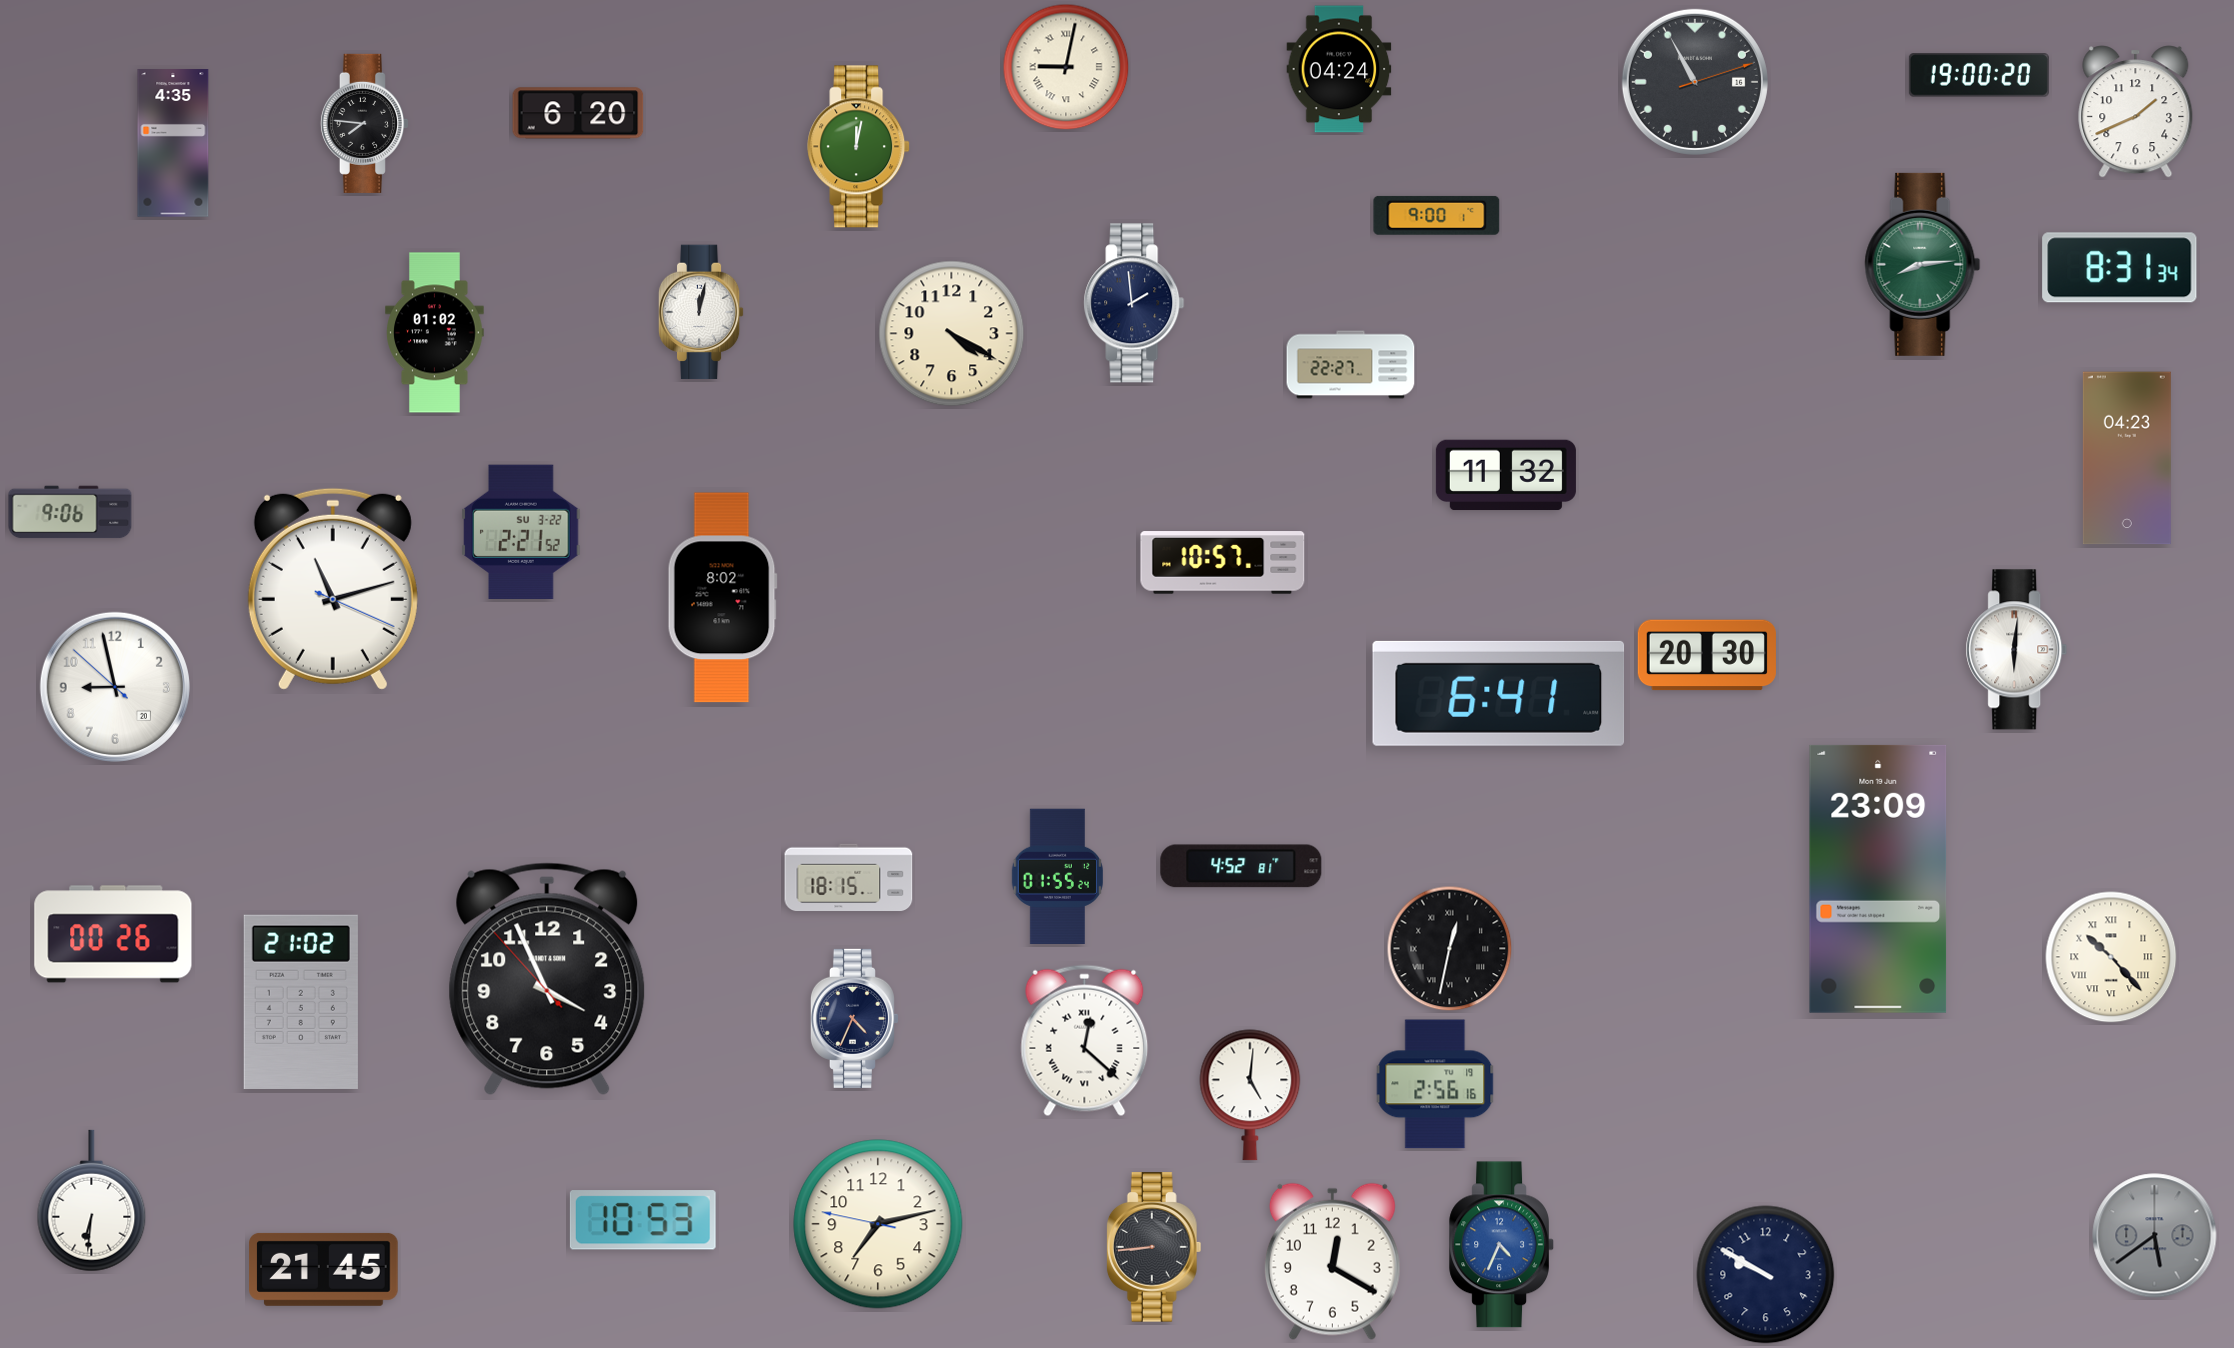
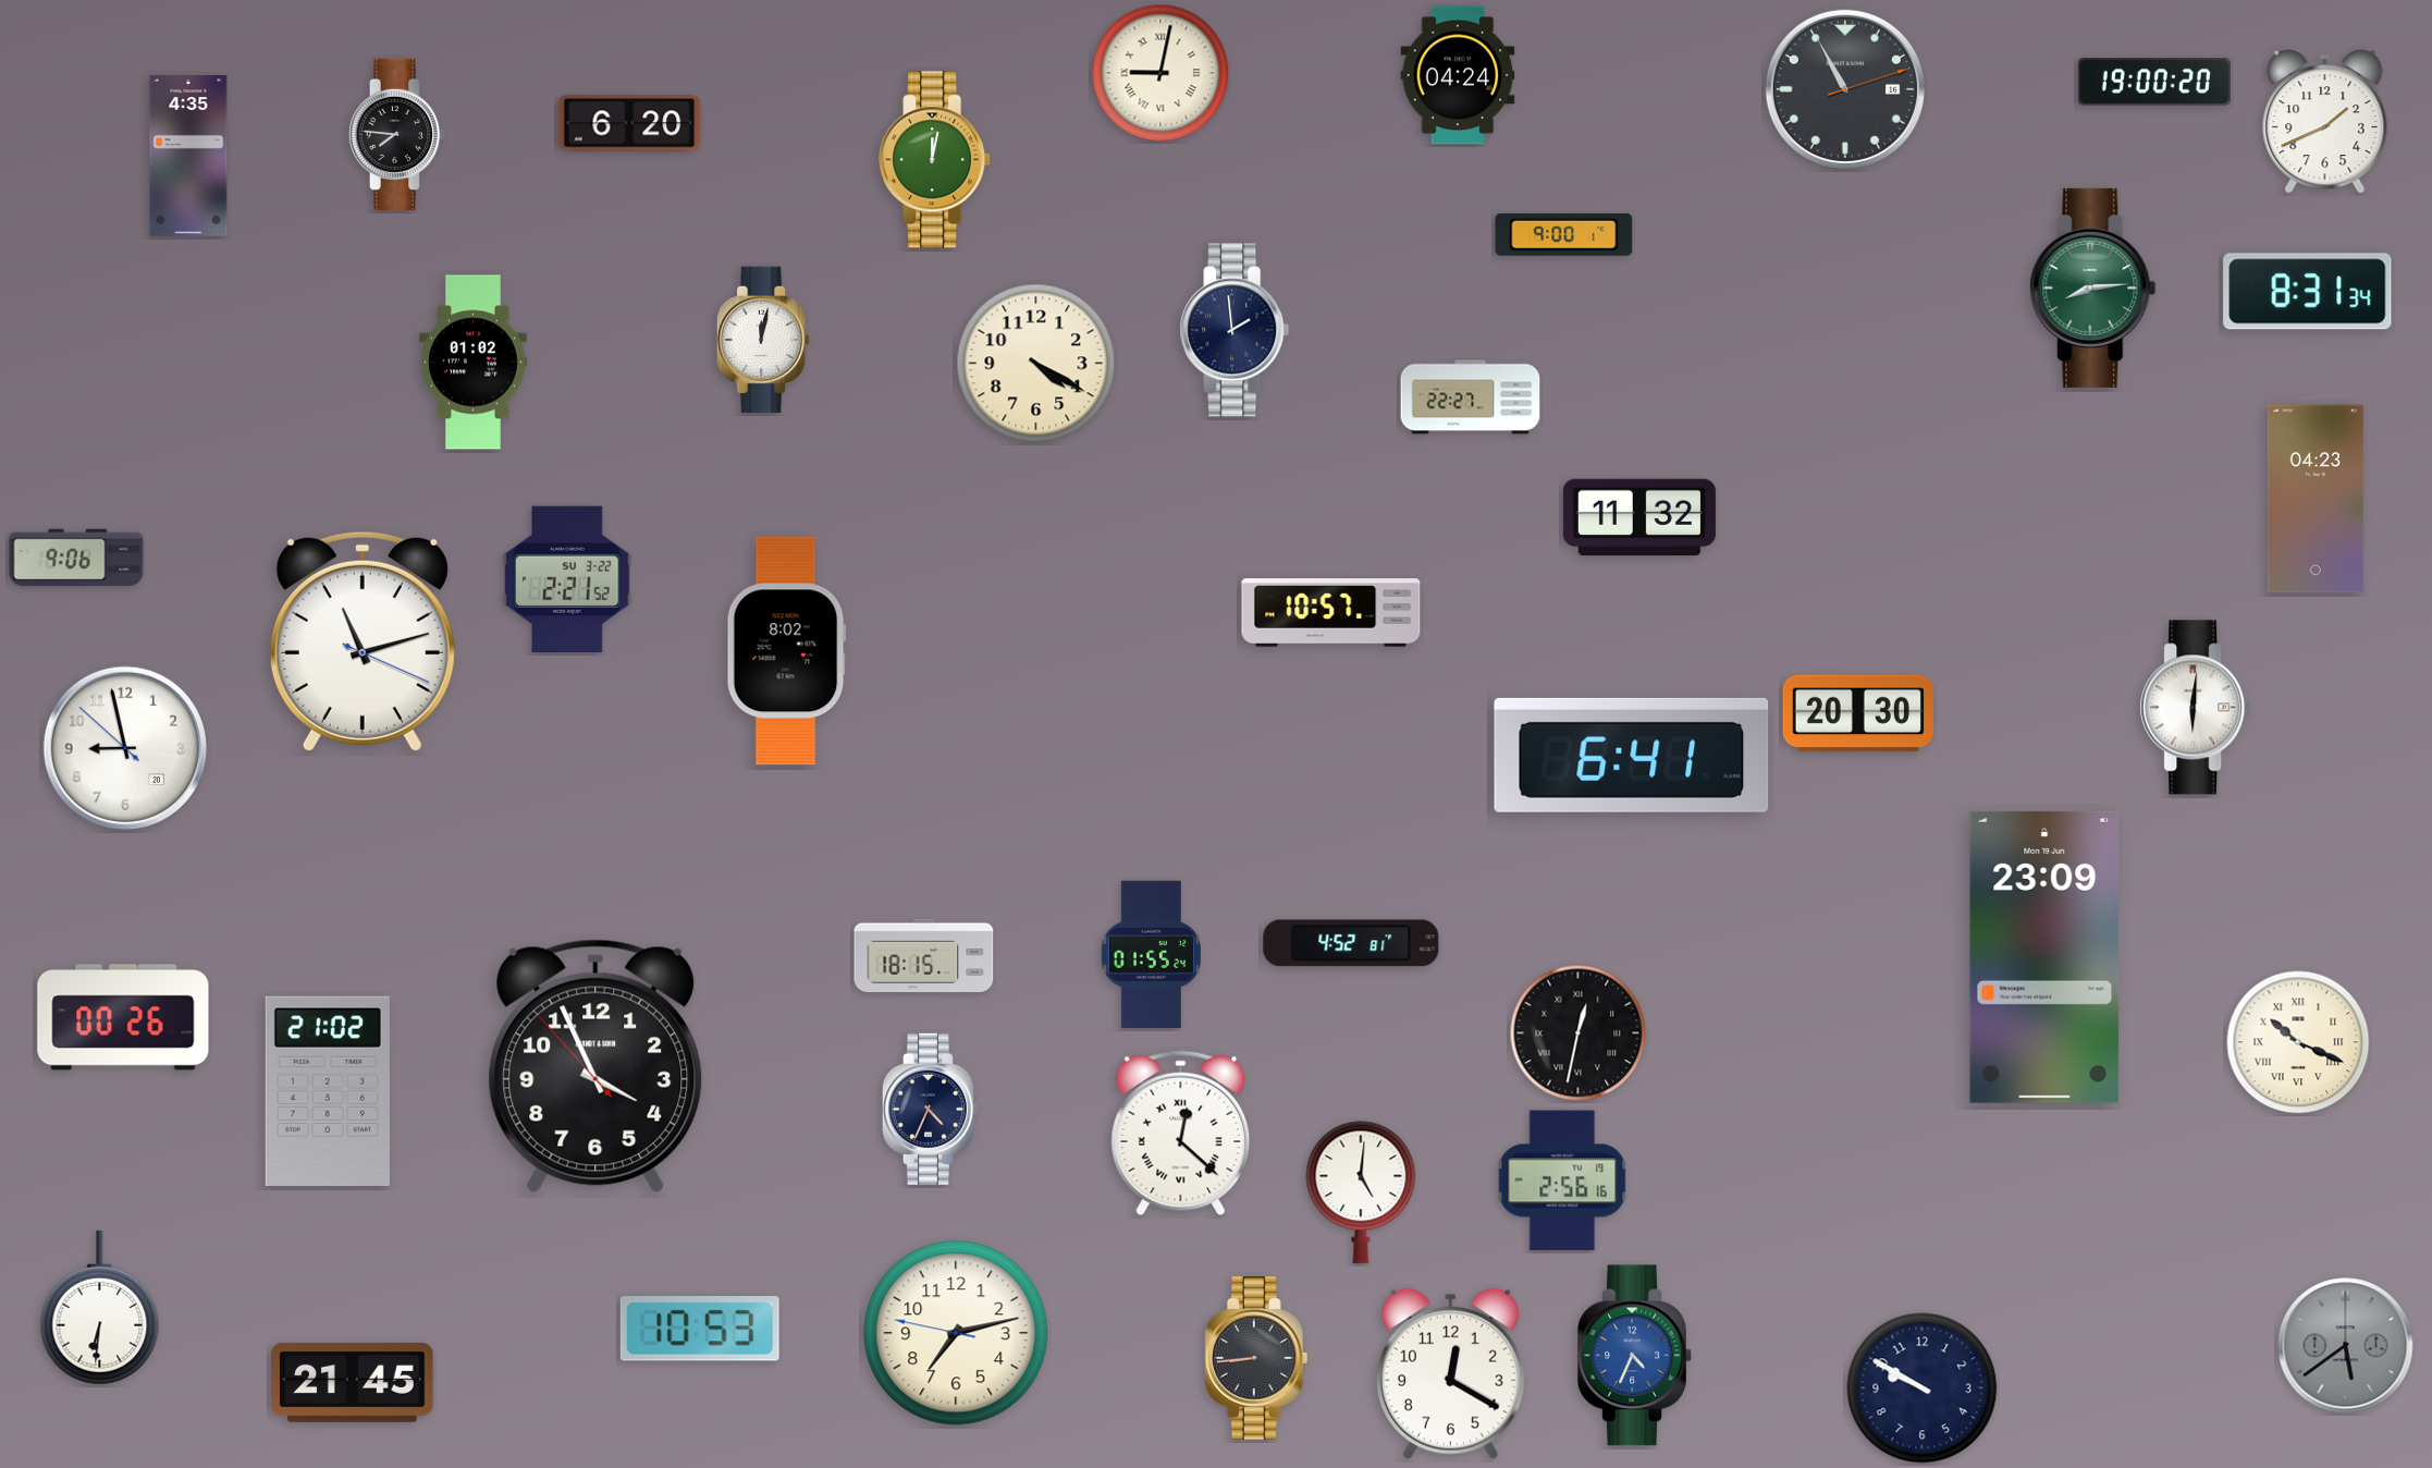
clock at (2111, 957): 10:23 -> 10:19
